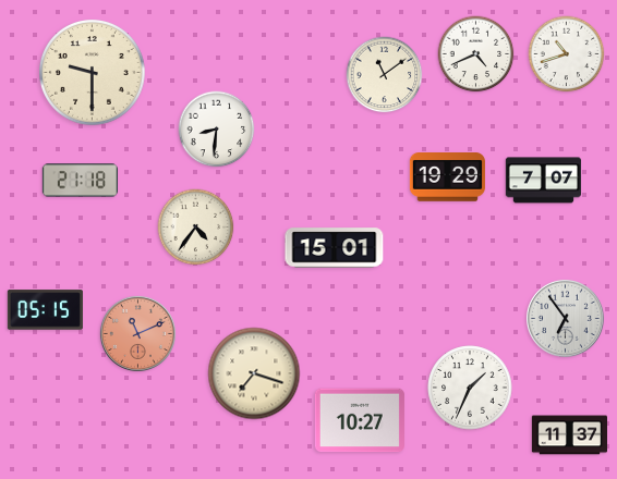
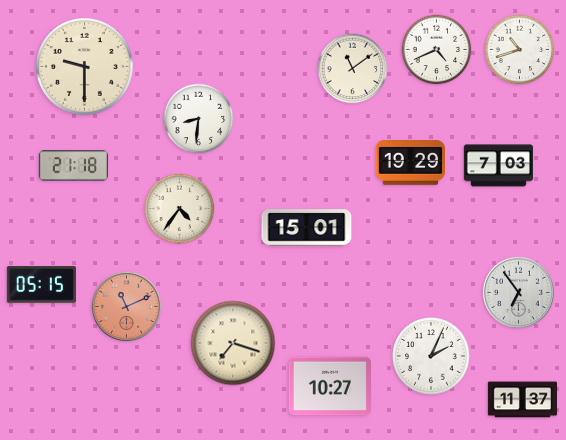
clock at (543, 181): 7:07 -> 7:03
clock at (470, 388): 1:34 -> 2:04
